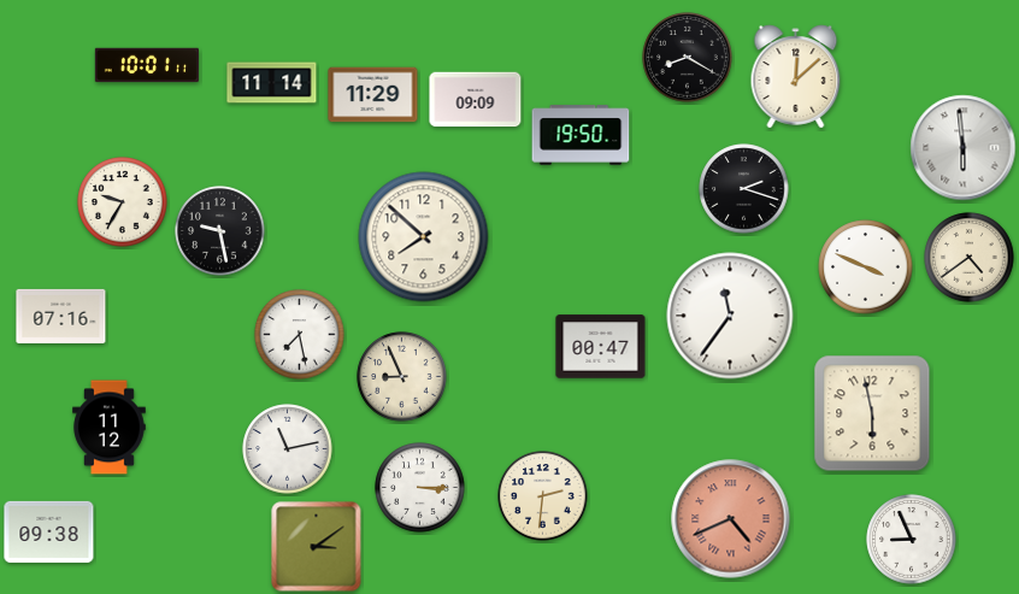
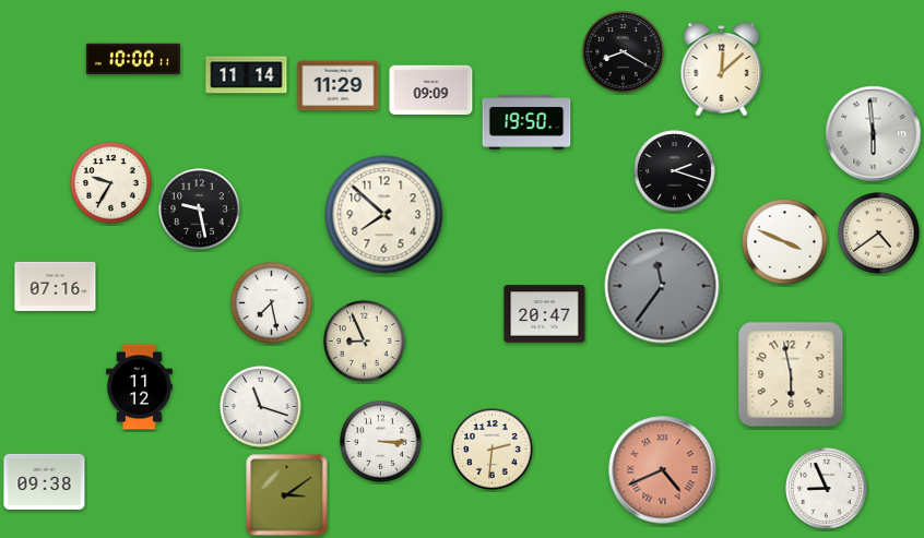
clock at (147, 65): 10:01 -> 10:00
clock at (730, 316) dial: white -> grey
clock at (601, 347): 00:47 -> 20:47
clock at (110, 428) position: (110, 428) -> (140, 387)
clock at (288, 449): 11:13 -> 11:18
